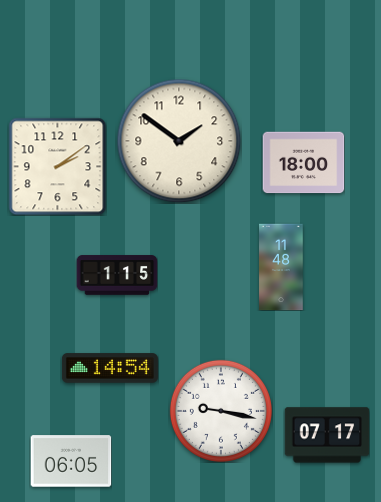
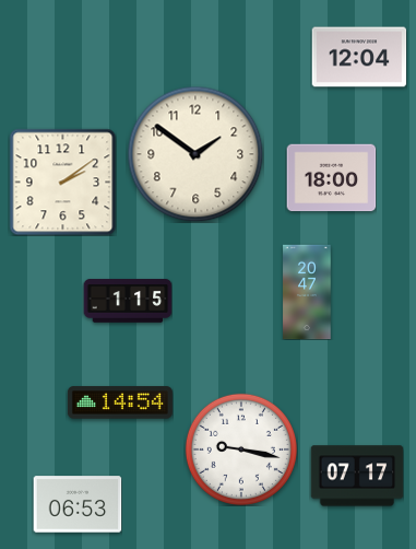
clock at (359, 57): none -> 12:04
clock at (281, 267): 11:48 -> 20:47
clock at (71, 461): 06:05 -> 06:53
